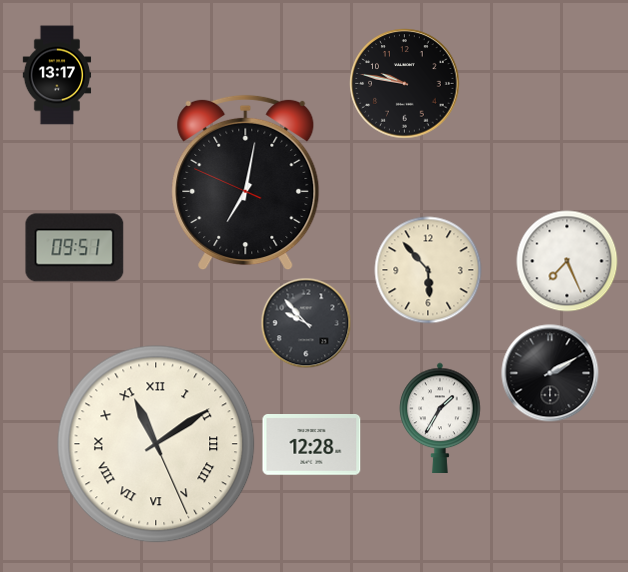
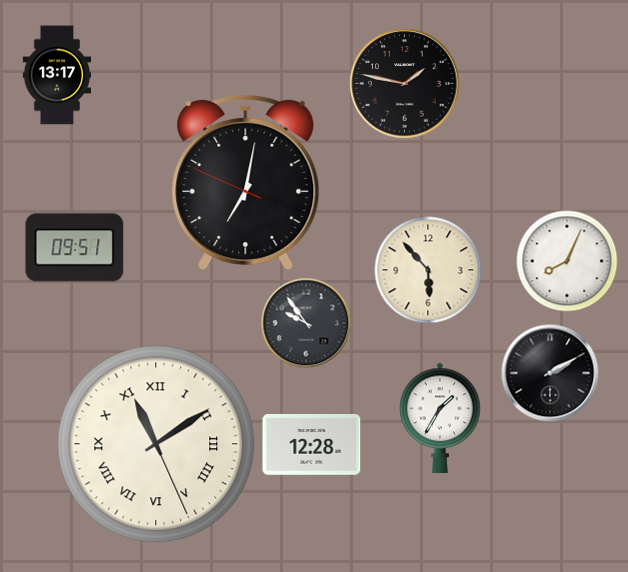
clock at (405, 84): 9:47 -> 1:47
clock at (567, 261): 7:26 -> 8:04
clock at (306, 323): 9:53 -> 9:54
